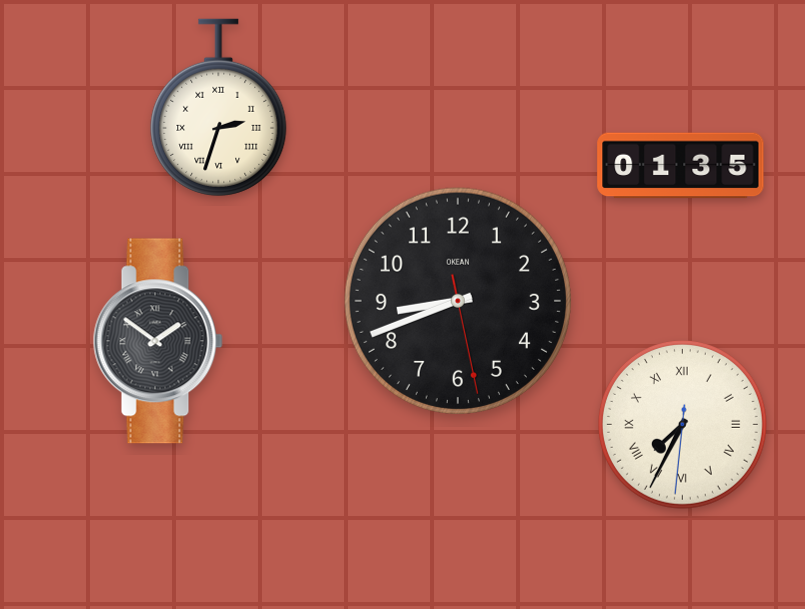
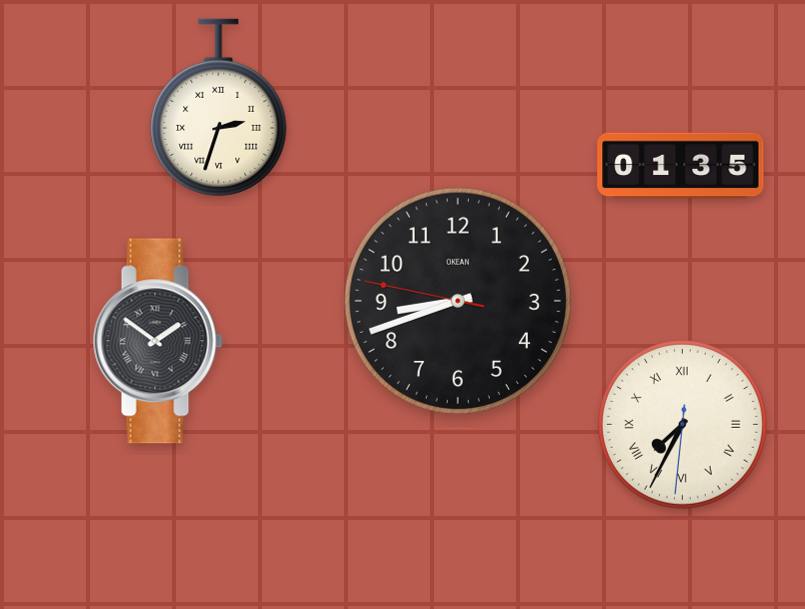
clock at (458, 301): 8:41:28 -> 8:41:47
